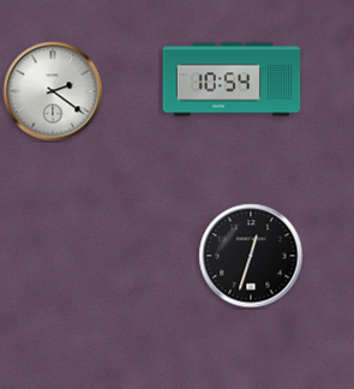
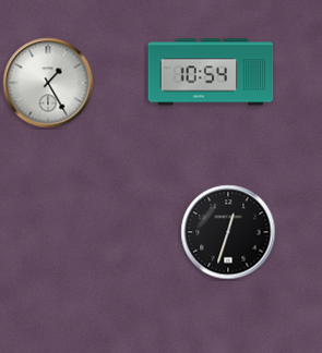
clock at (53, 91): 2:21 -> 1:25
